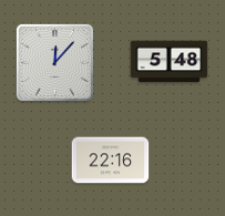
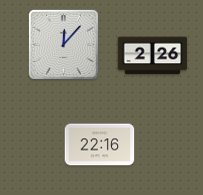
clock at (54, 62) position: (54, 62) -> (63, 44)
clock at (170, 62): 5:48 -> 2:26
